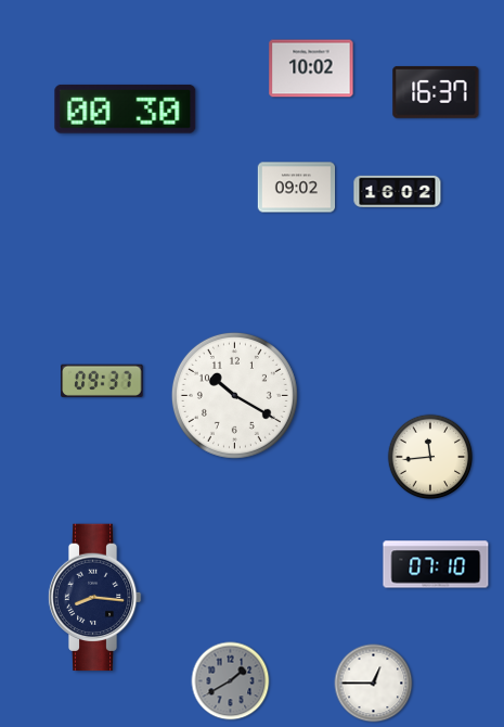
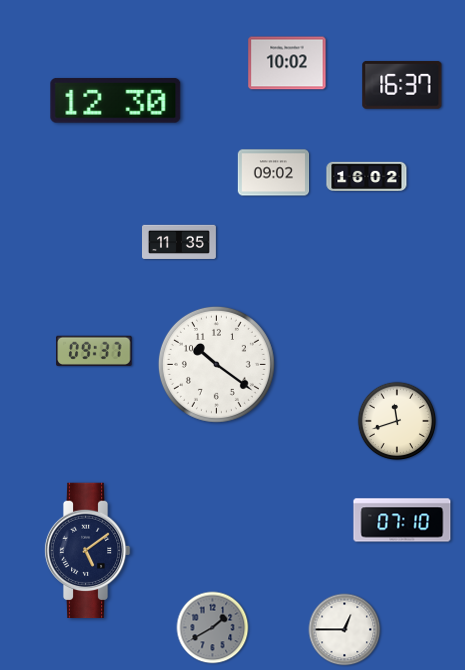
clock at (126, 110): 00:30 -> 12:30
clock at (180, 242): none -> 11:35
clock at (234, 395): 10:20 -> 10:21
clock at (430, 457): 11:44 -> 11:42
clock at (94, 598): 8:16 -> 5:09
